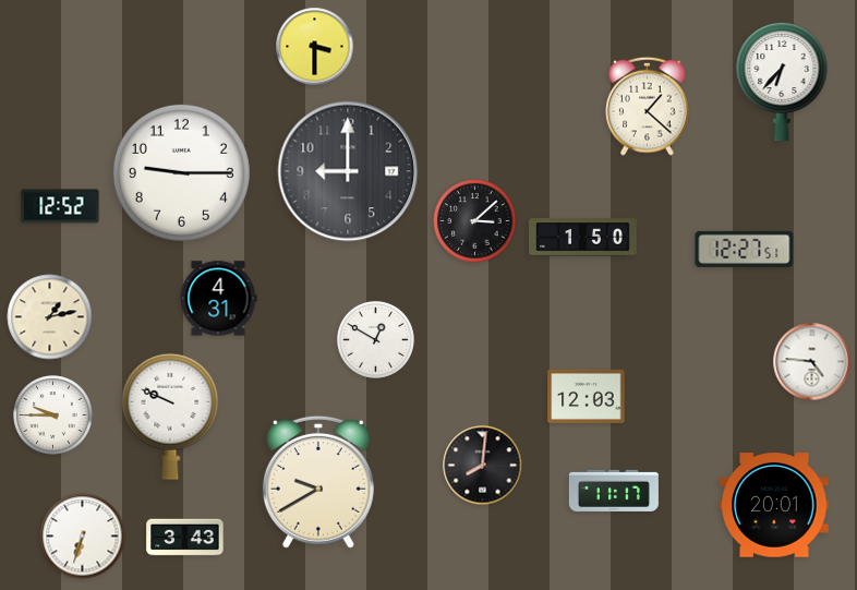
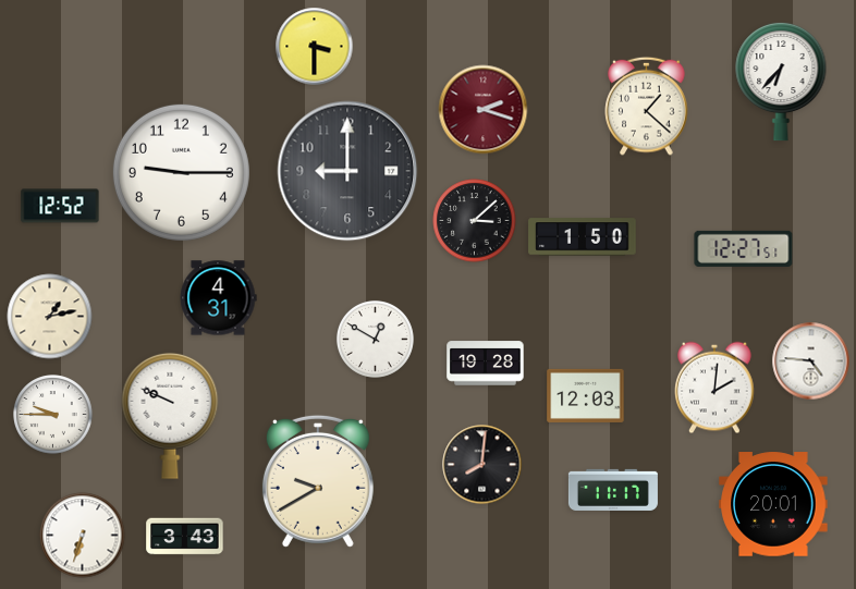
clock at (484, 110): none -> 2:18
clock at (486, 364): none -> 19:28
clock at (716, 388): none -> 2:01
